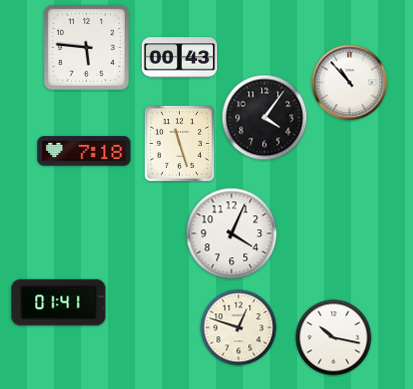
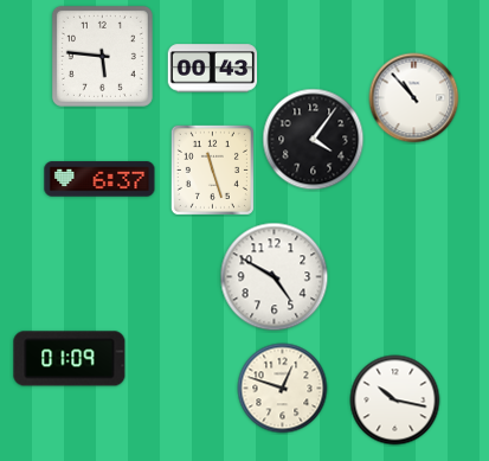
clock at (84, 151): 7:18 -> 6:37
clock at (232, 234): 4:04 -> 4:50
clock at (59, 303): 01:41 -> 01:09
